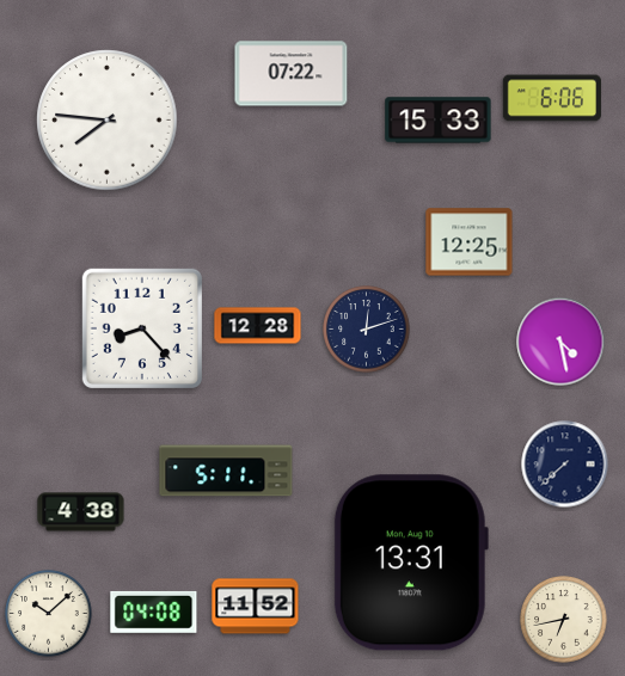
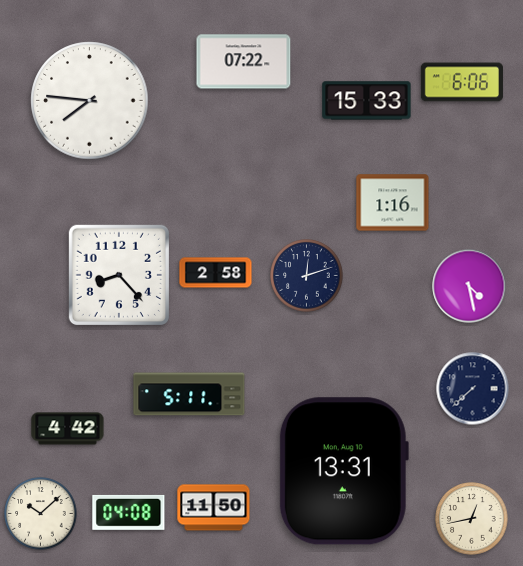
clock at (470, 242): 12:25 -> 1:16
clock at (258, 326): 12:28 -> 2:58
clock at (81, 512): 4:38 -> 4:42
clock at (256, 607): 11:52 -> 11:50
clock at (564, 620): 6:43 -> 12:43
